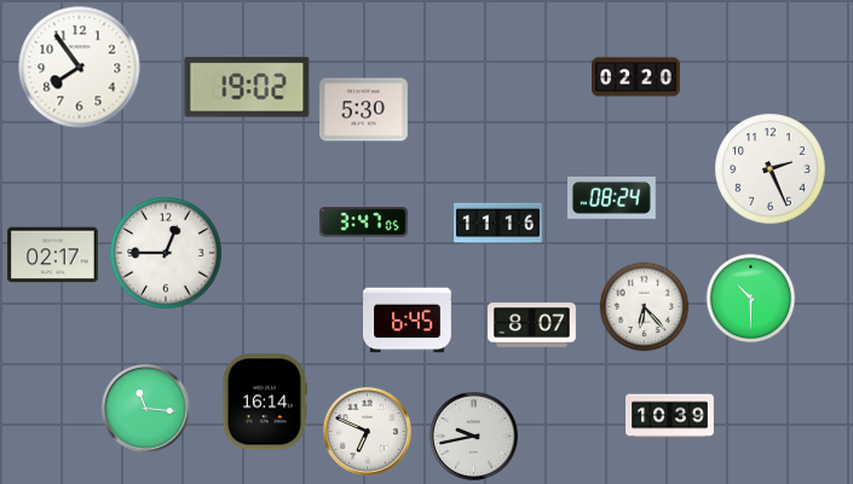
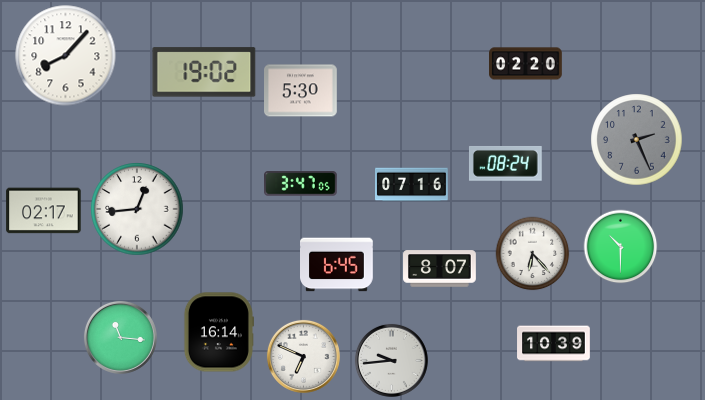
clock at (80, 68): 7:54 -> 8:07
clock at (771, 169) dial: white -> grey
clock at (498, 224): 11:16 -> 07:16
clock at (166, 253): 12:45 -> 12:44
clock at (473, 436): 9:43 -> 9:44
